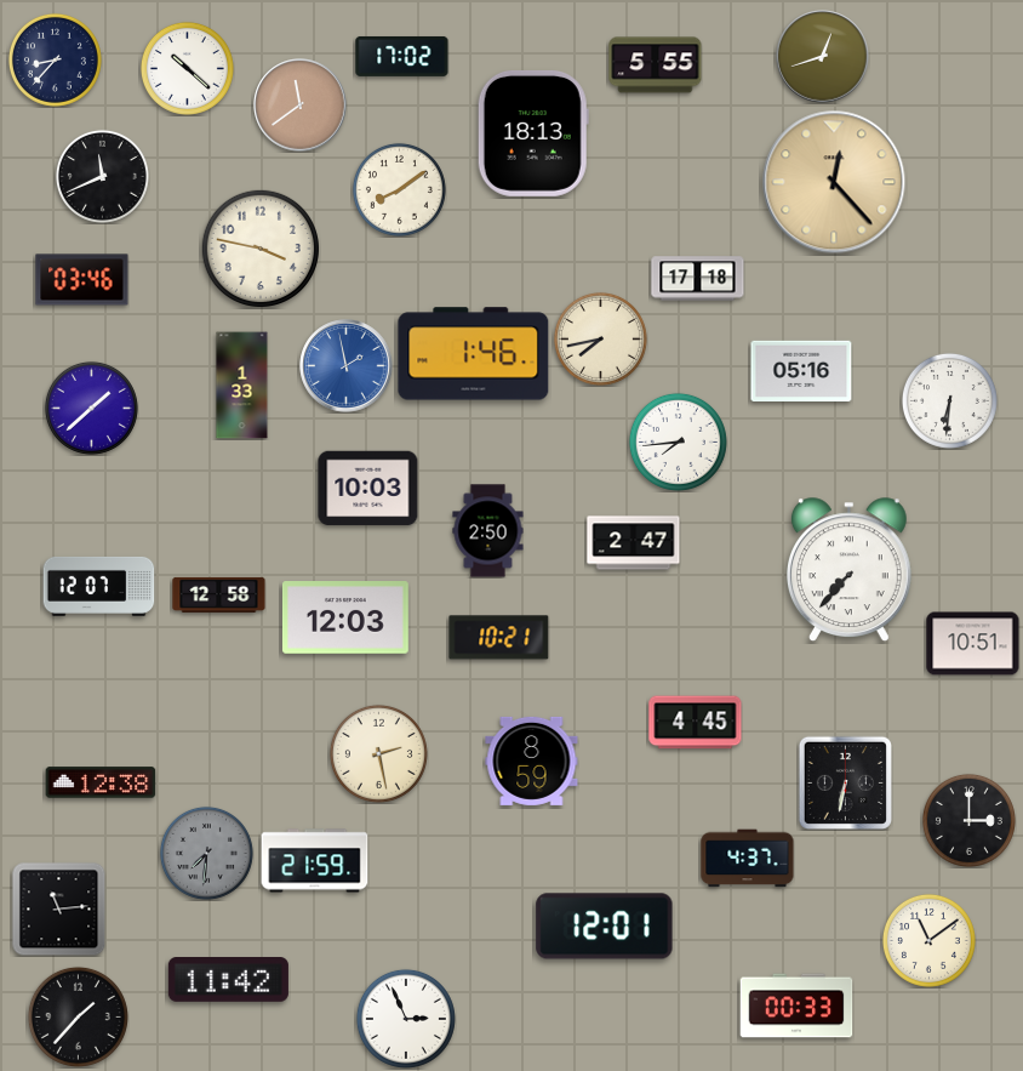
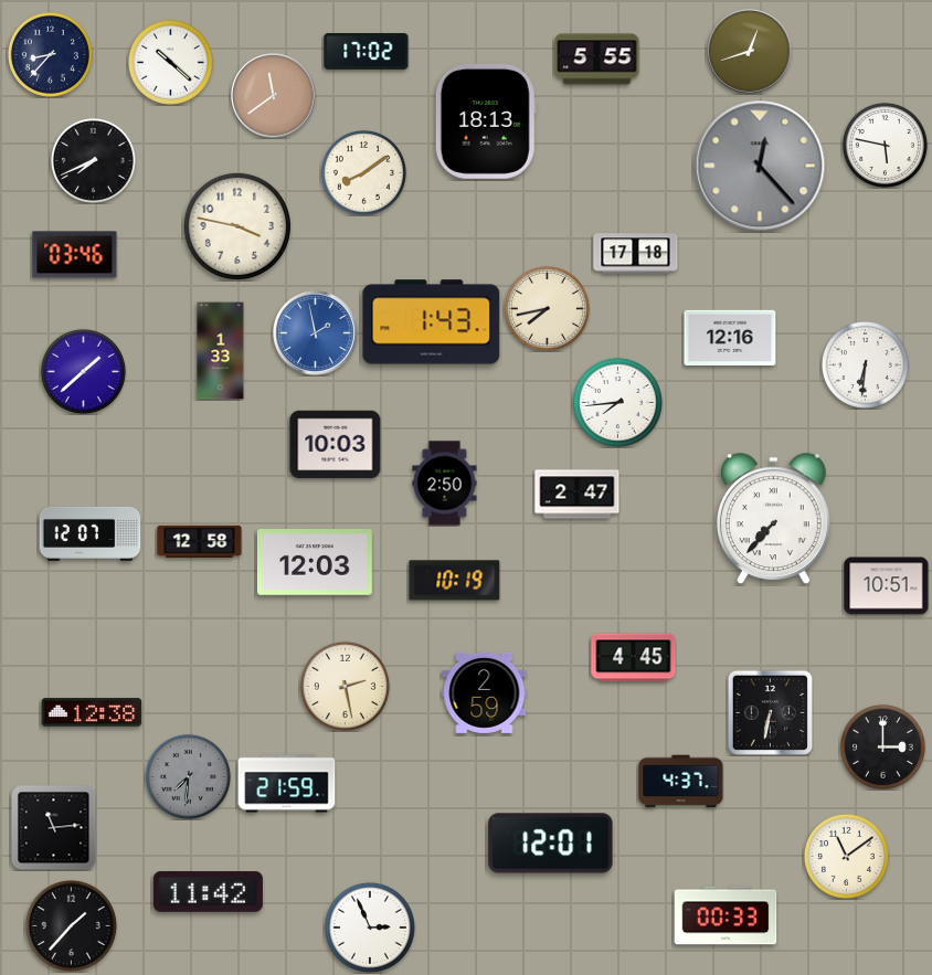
clock at (885, 145): none -> 5:47
clock at (102, 176): 11:41 -> 7:41
clock at (834, 182) dial: champagne -> grey
clock at (474, 354): 1:46 -> 1:43
clock at (801, 371): 05:16 -> 12:16
clock at (499, 638): 10:21 -> 10:19
clock at (532, 760): 8:59 -> 2:59
